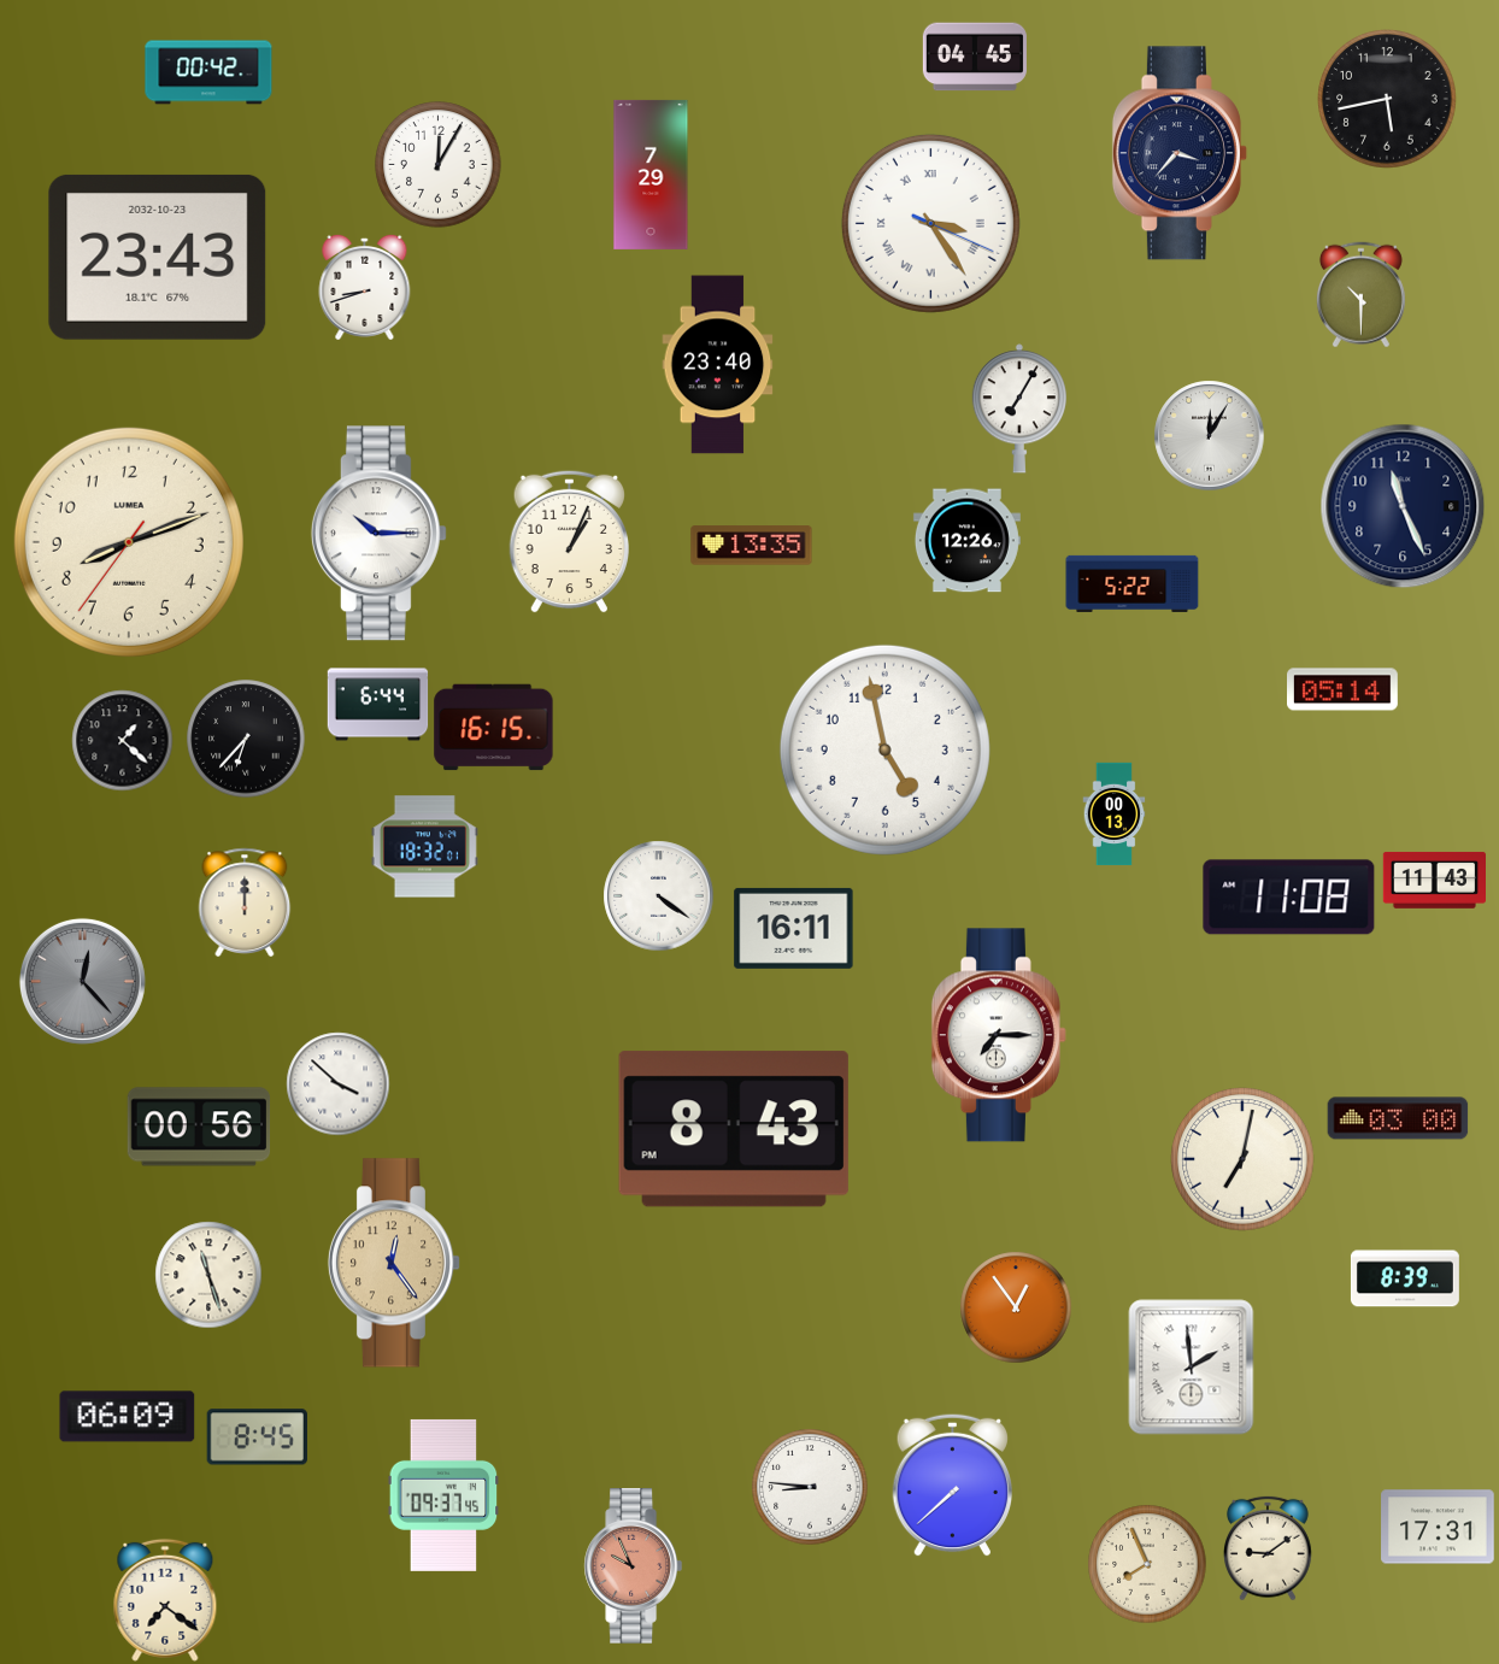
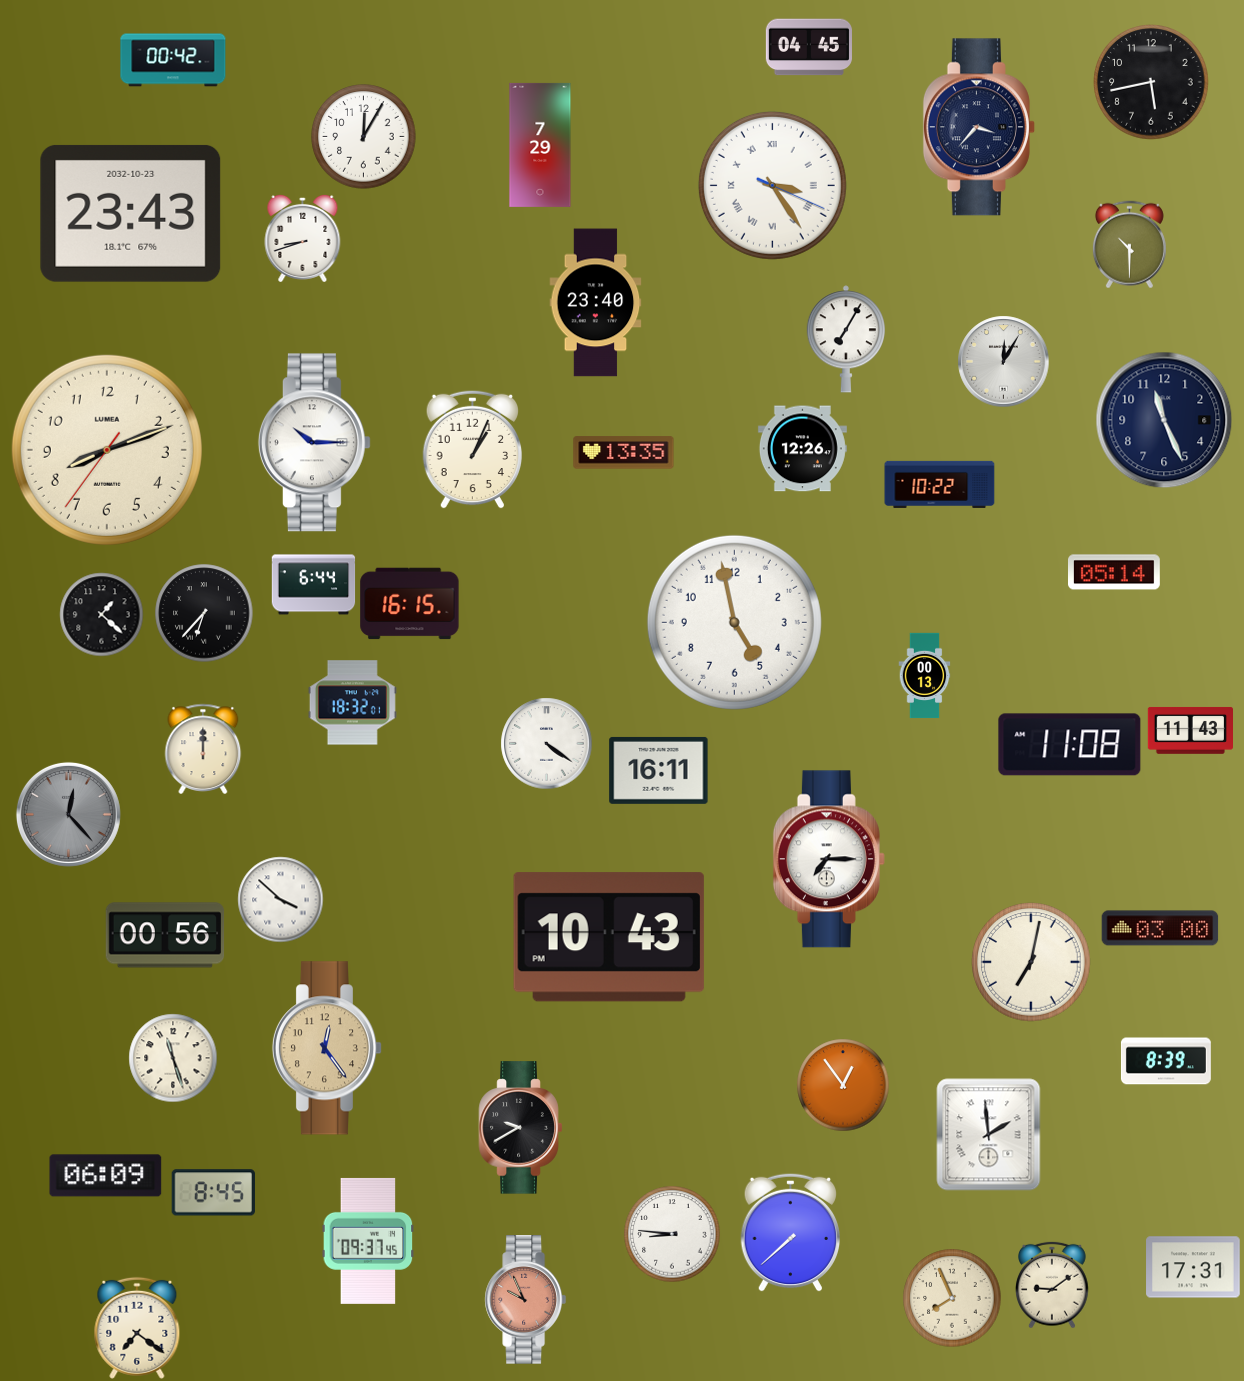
clock at (1133, 583): 5:22 -> 10:22
clock at (734, 1129): 8:43 -> 10:43
clock at (521, 1128): none -> 9:40
